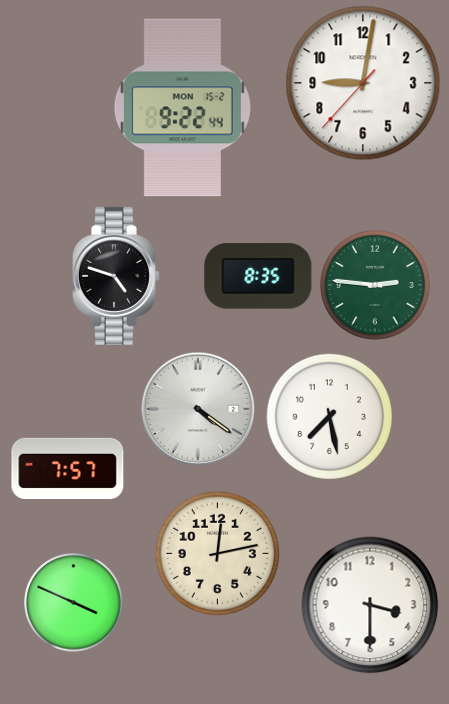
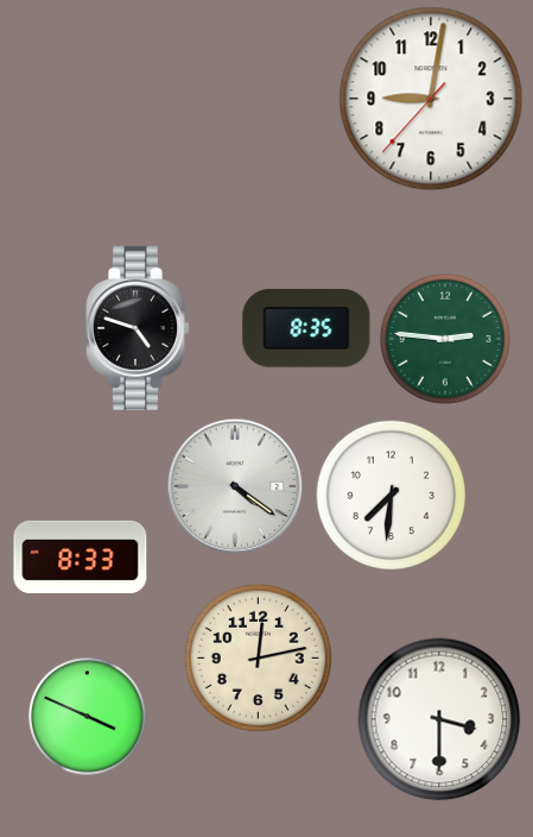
clock at (182, 108): 9:22 -> none
clock at (329, 416): 7:28 -> 7:31
clock at (68, 468): 7:57 -> 8:33
